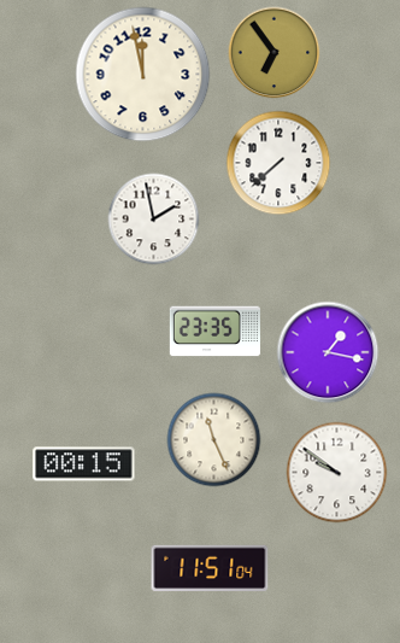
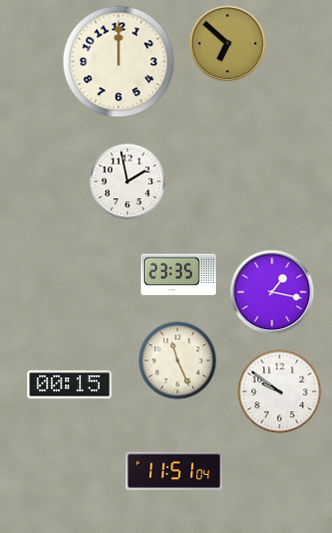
clock at (275, 53): 6:54 -> 6:52
clock at (143, 75): 11:58 -> 12:00
clock at (278, 163): 7:38 -> none
clock at (214, 440) position: (214, 440) -> (178, 361)
